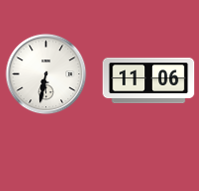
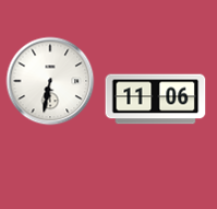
clock at (149, 81) position: (149, 81) -> (156, 100)
